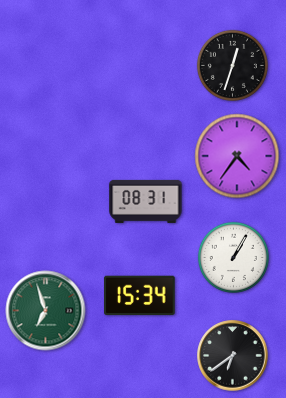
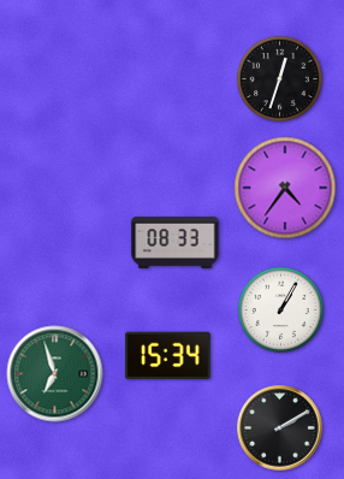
clock at (146, 201): 08:31 -> 08:33
clock at (233, 356): 6:39 -> 2:10
